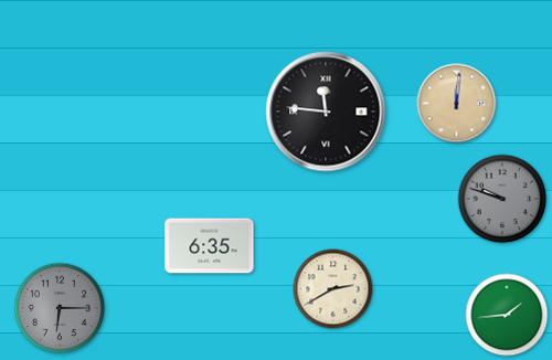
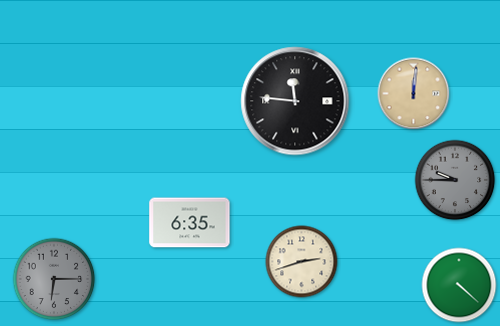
clock at (502, 199): 9:48 -> 9:45
clock at (333, 289): 2:40 -> 2:42
clock at (507, 315): 1:44 -> 4:22
